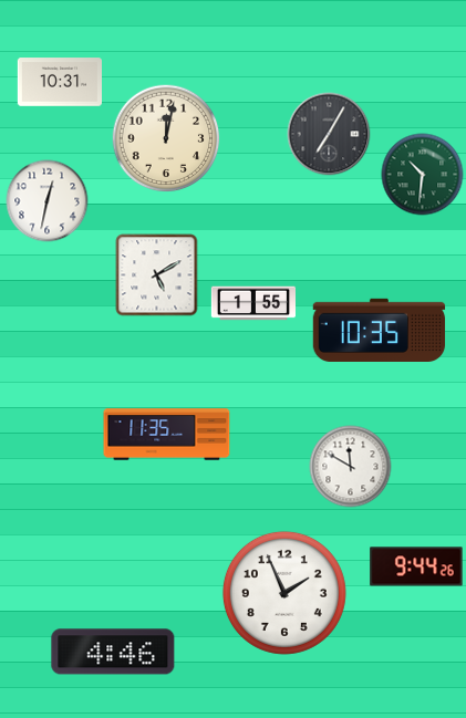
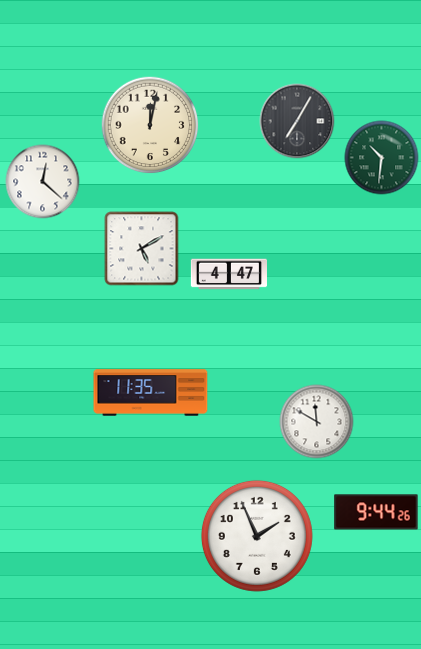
clock at (59, 82): 10:31 -> none
clock at (48, 201): 12:32 -> 12:22
clock at (252, 303): 1:55 -> 4:47
clock at (380, 330): 10:35 -> none
clock at (113, 652): 4:46 -> none
